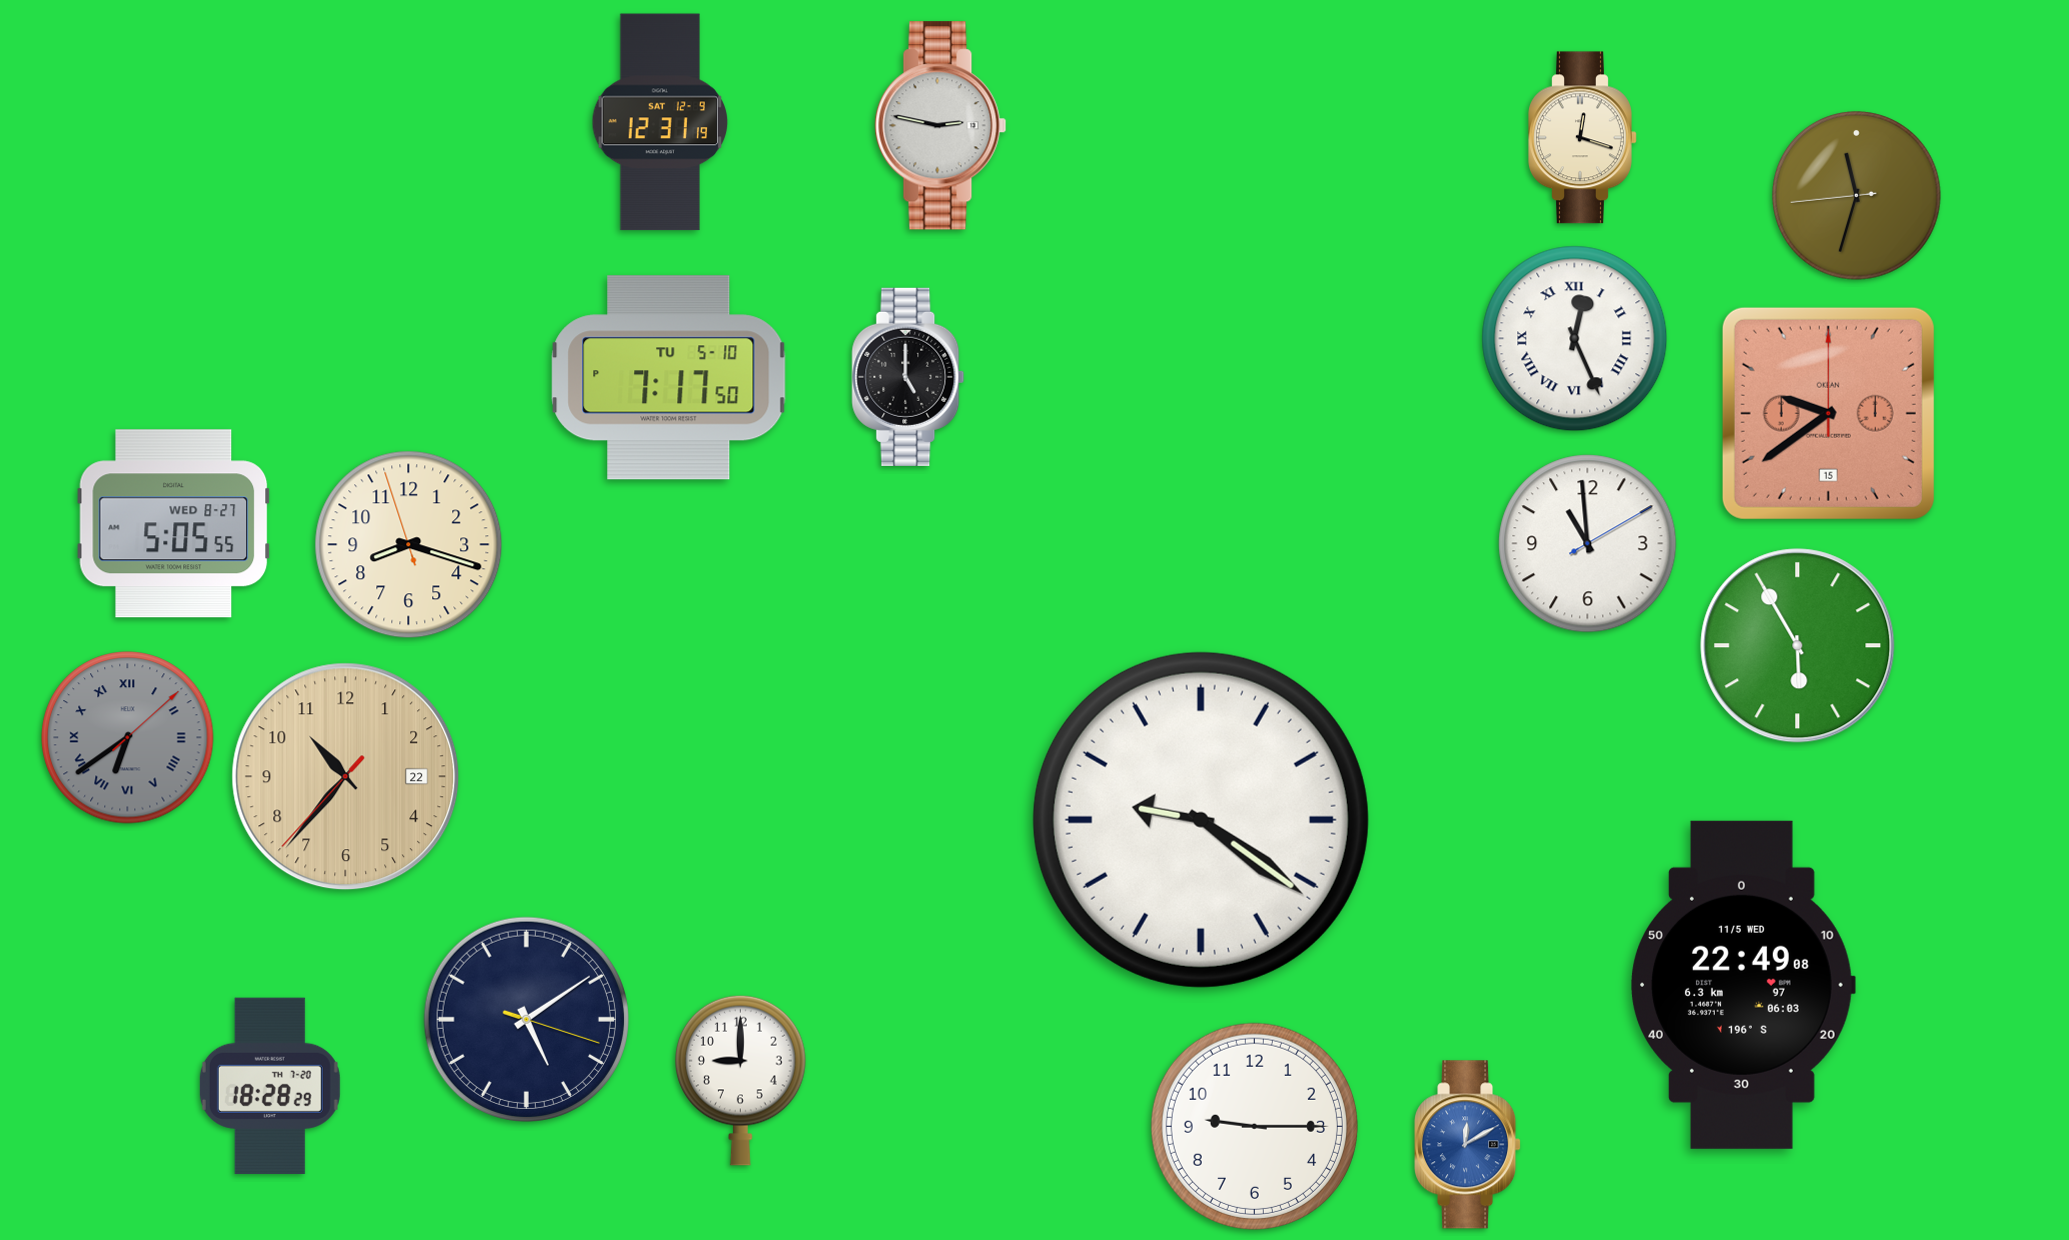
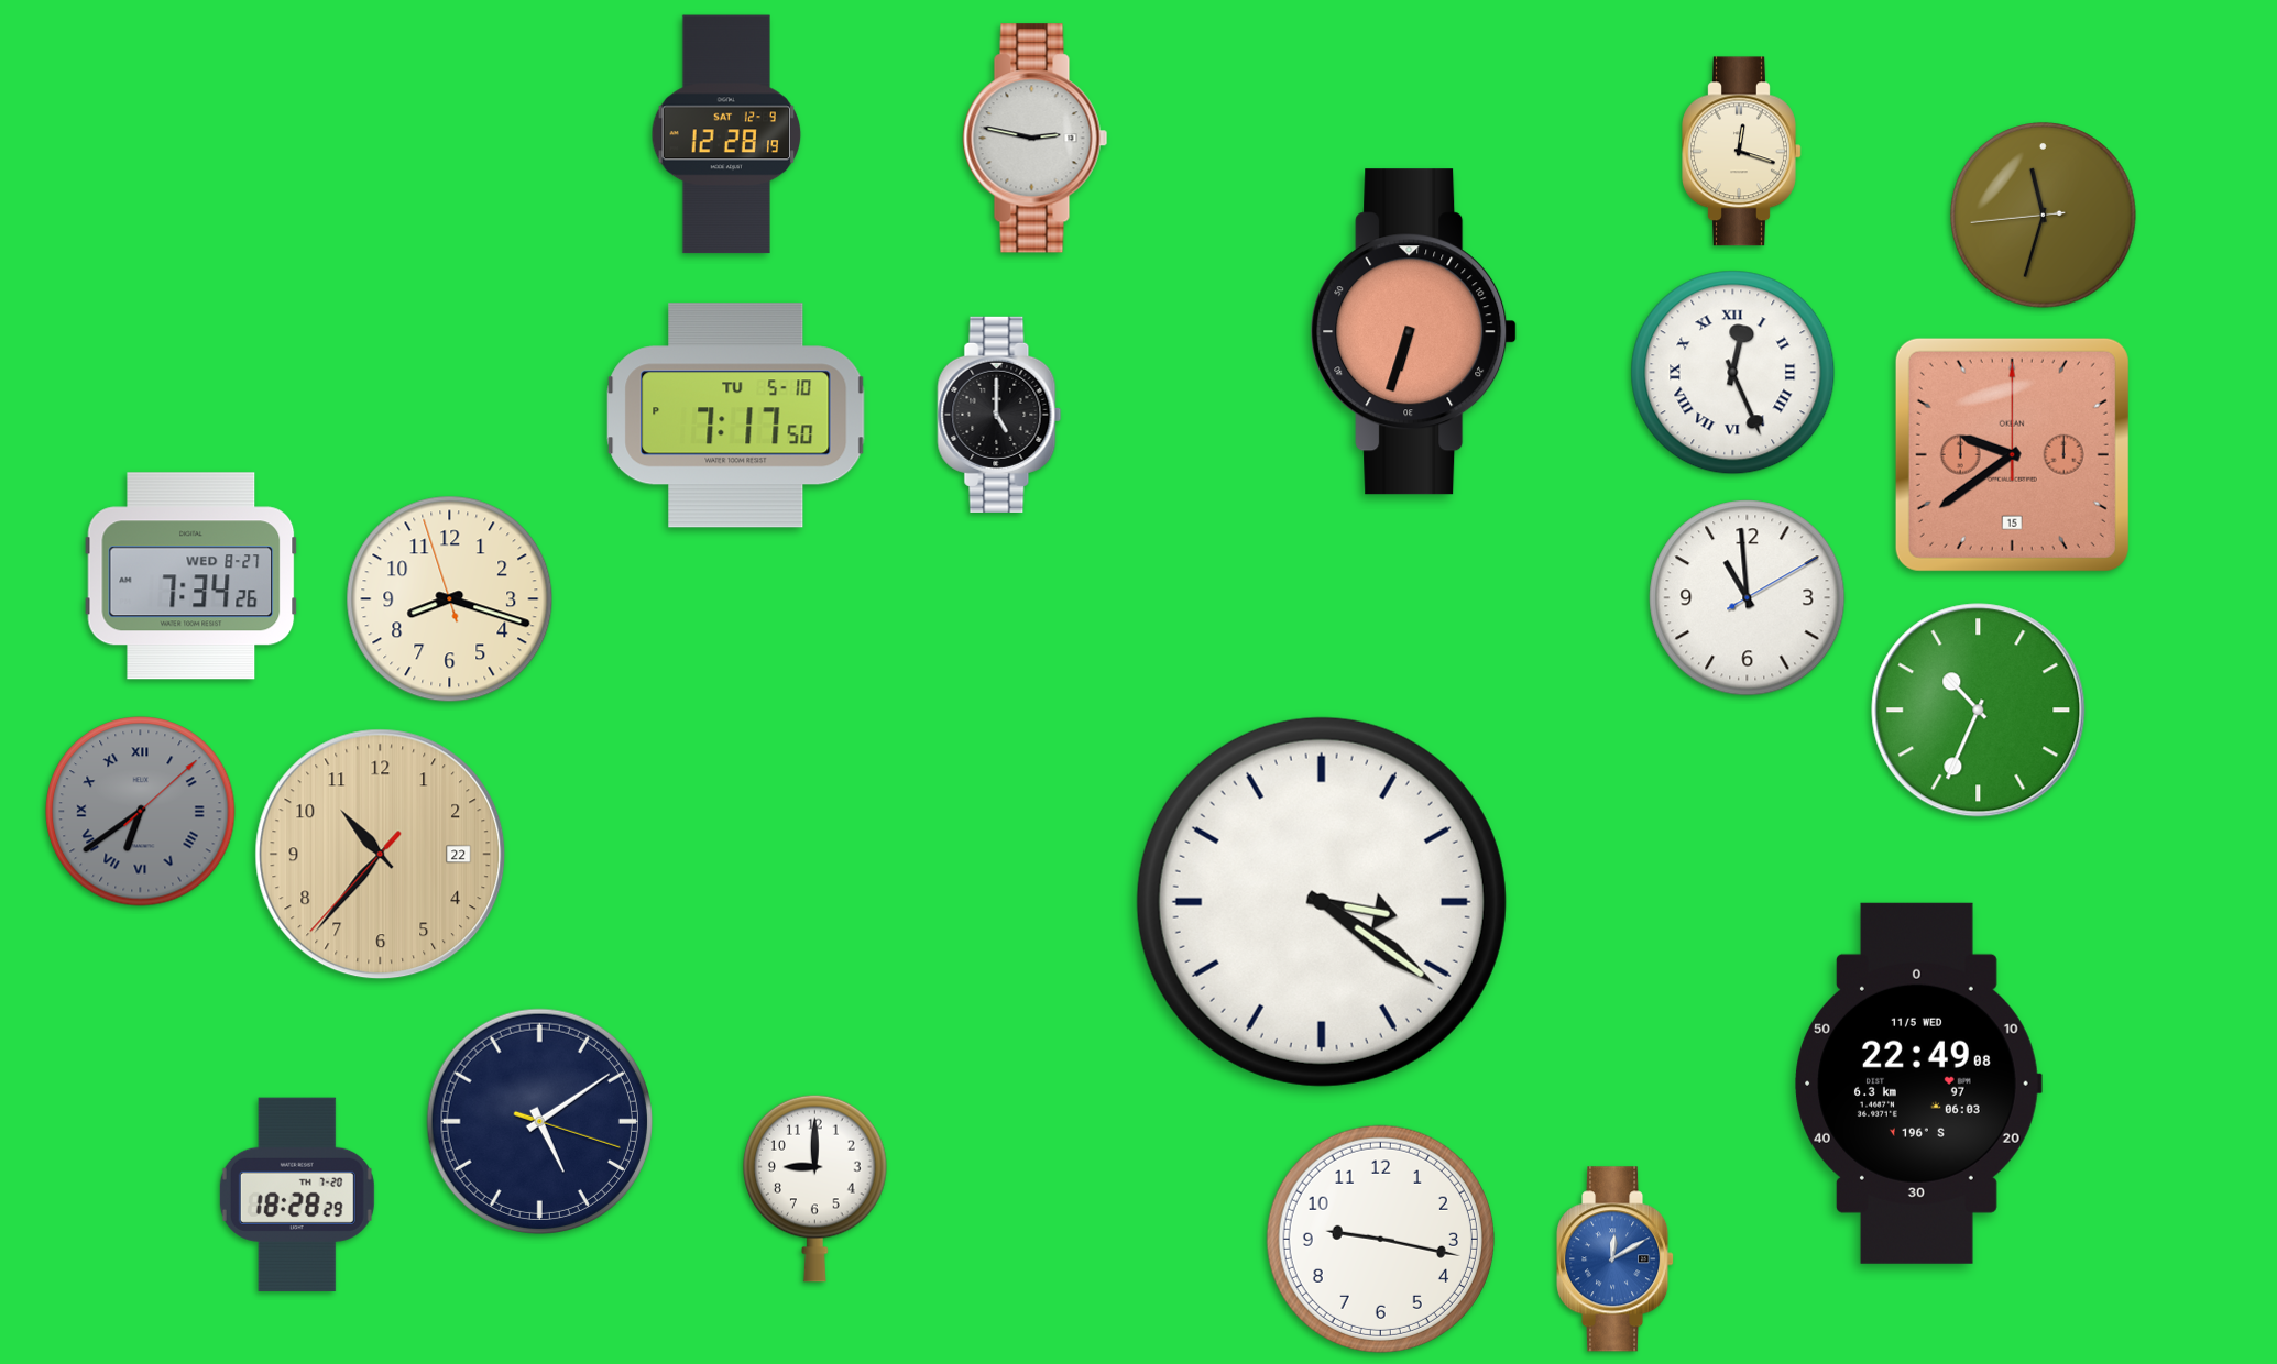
clock at (660, 122): 12:31 -> 12:28
clock at (1414, 332): none -> 6:33
clock at (174, 524): 5:05 -> 7:34
clock at (1798, 646): 5:55 -> 10:34
clock at (1201, 820): 9:21 -> 3:21
clock at (526, 1019) position: (526, 1019) -> (539, 1121)
clock at (1254, 1126): 9:15 -> 9:17
